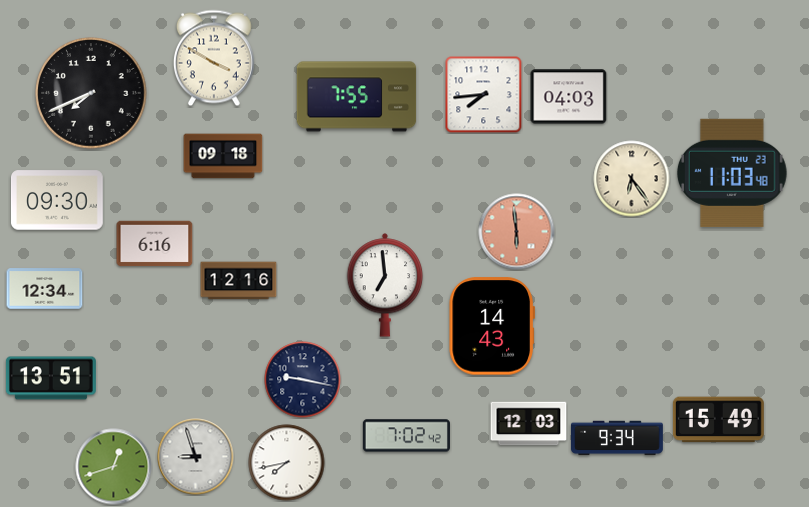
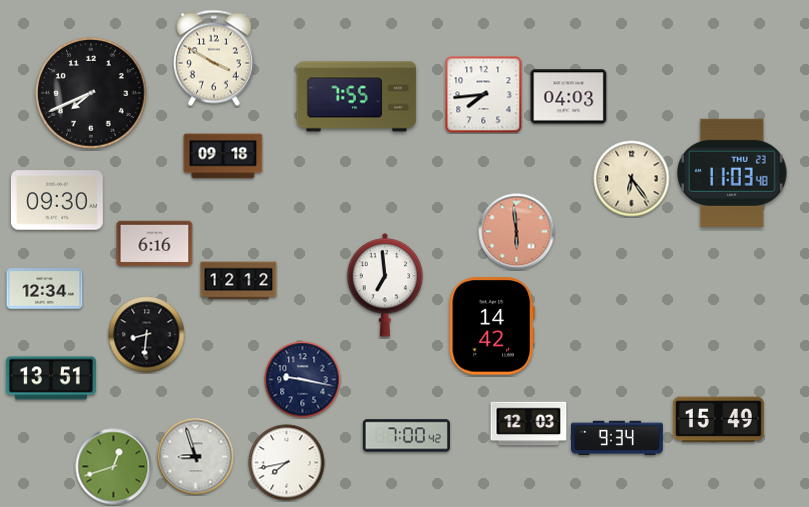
clock at (239, 281): 12:16 -> 12:12
clock at (491, 326): 14:43 -> 14:42
clock at (147, 335): none -> 8:31
clock at (406, 436): 7:02 -> 7:00
